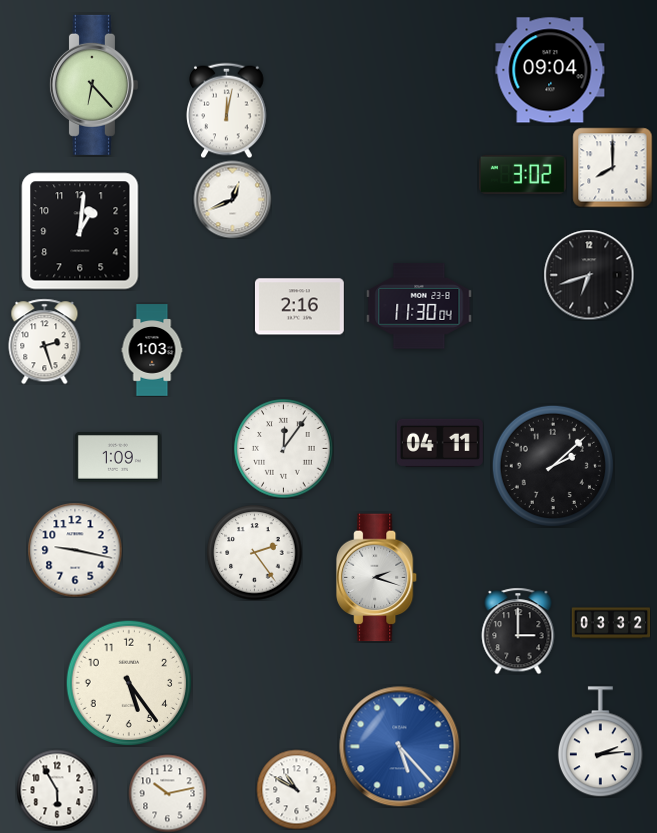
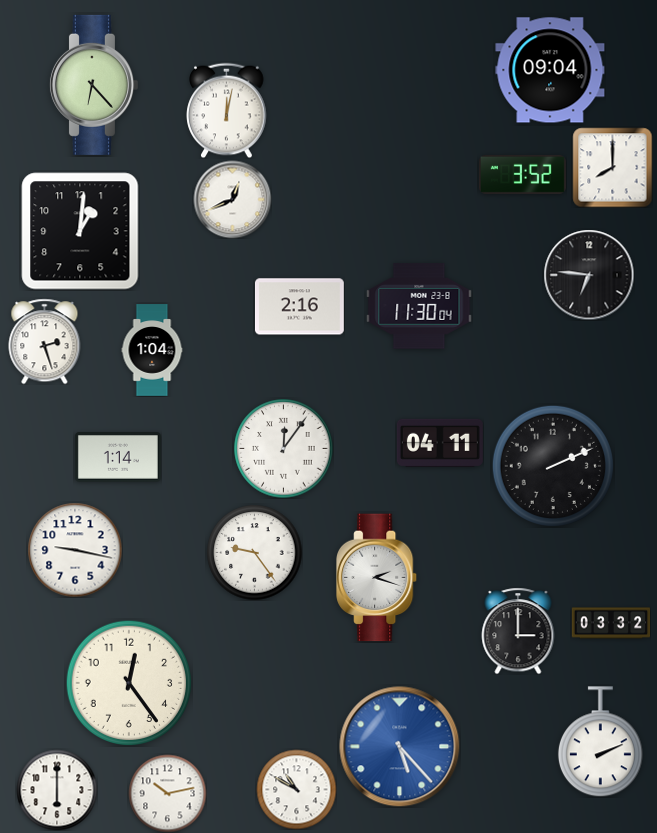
clock at (522, 174): 3:02 -> 3:52
clock at (589, 275): 6:42 -> 6:46
clock at (152, 350): 1:03 -> 1:04
clock at (118, 458): 1:09 -> 1:14
clock at (553, 466): 2:08 -> 2:11
clock at (254, 552): 2:24 -> 9:24
clock at (129, 683): 5:24 -> 12:24
clock at (600, 742): 2:14 -> 2:11
clock at (57, 790): 5:55 -> 6:00
